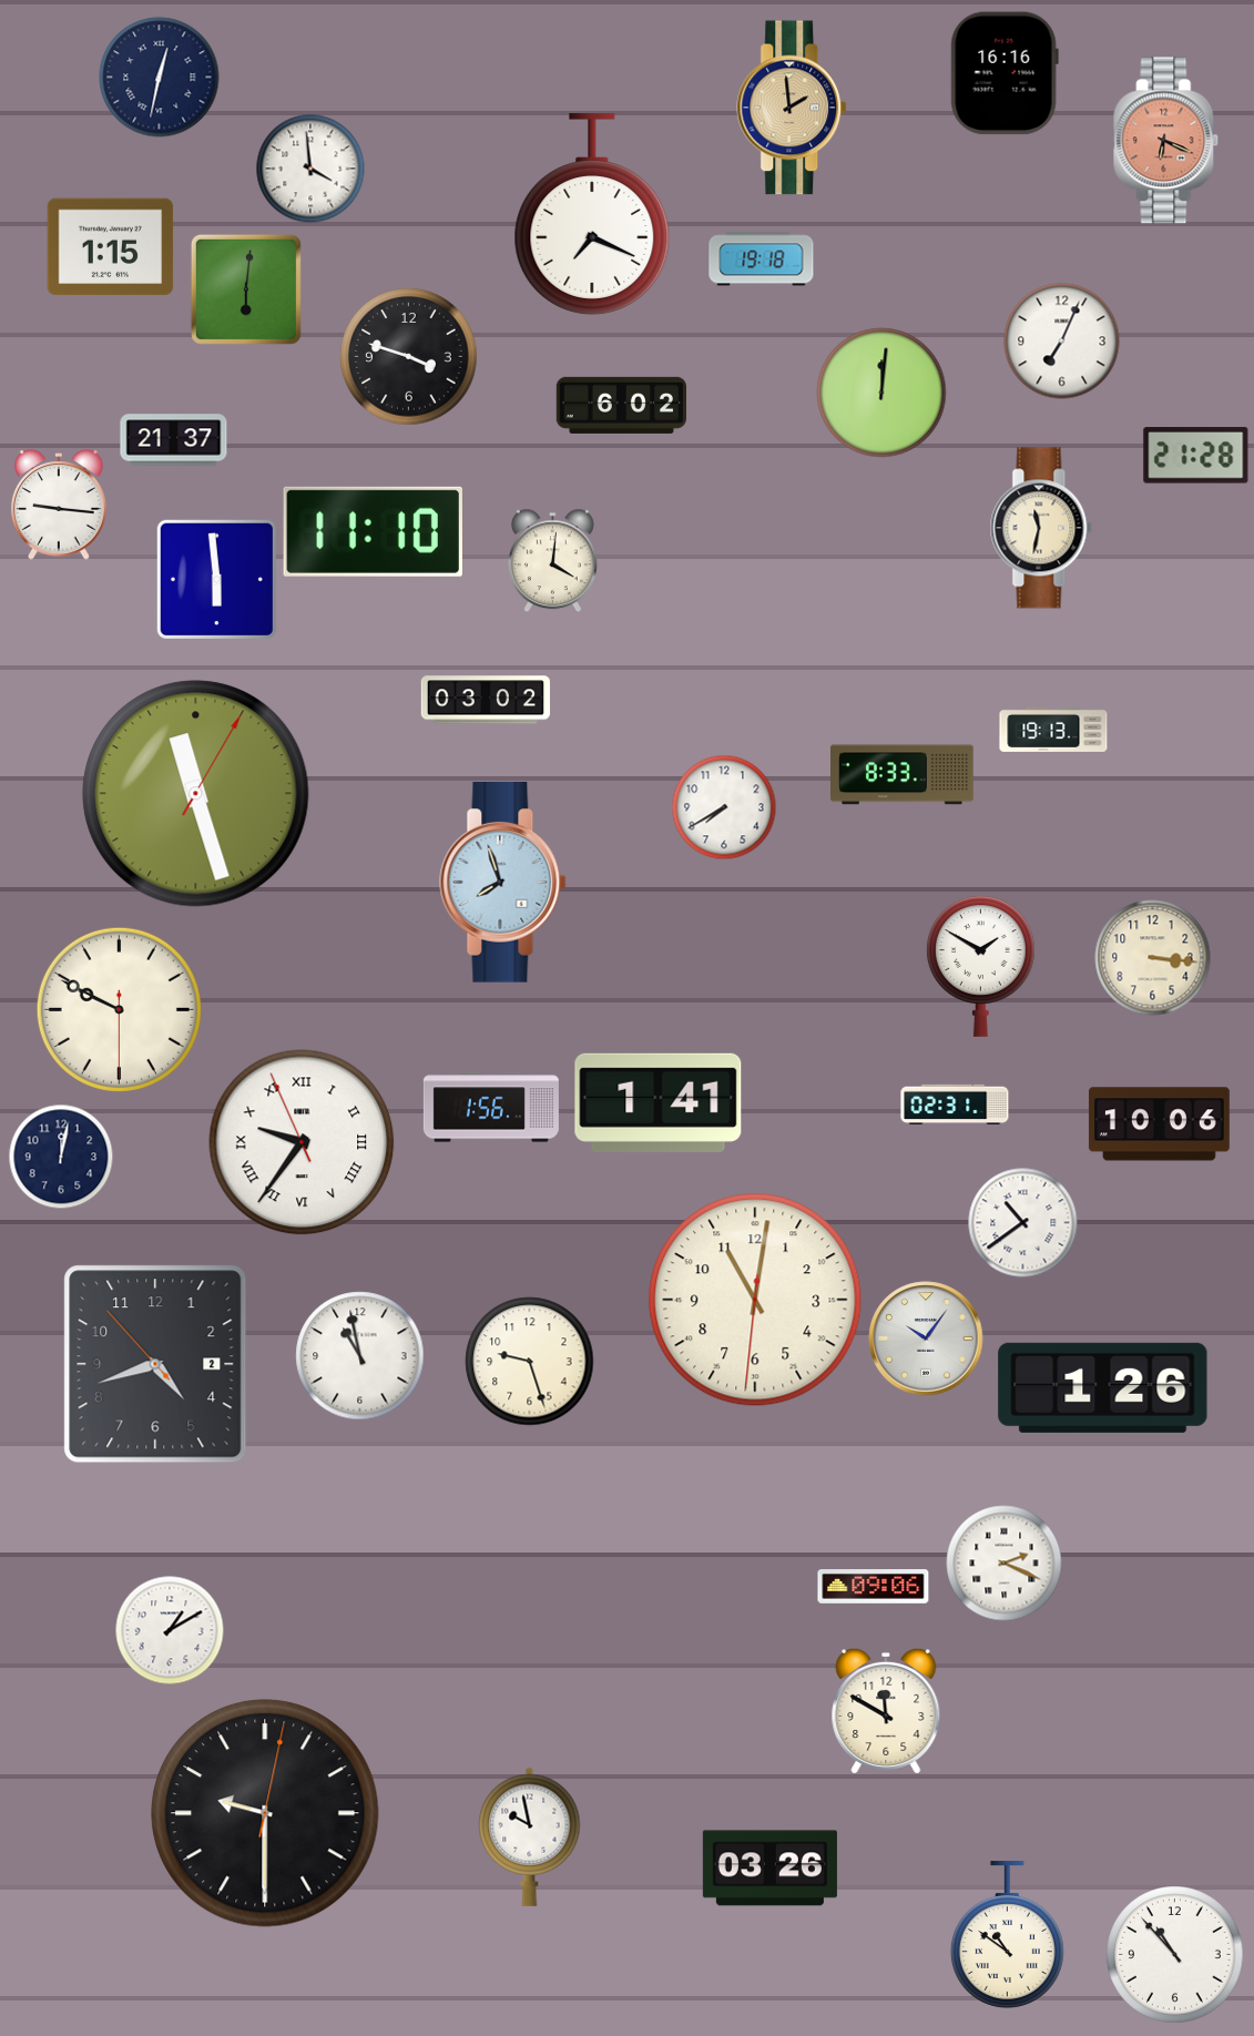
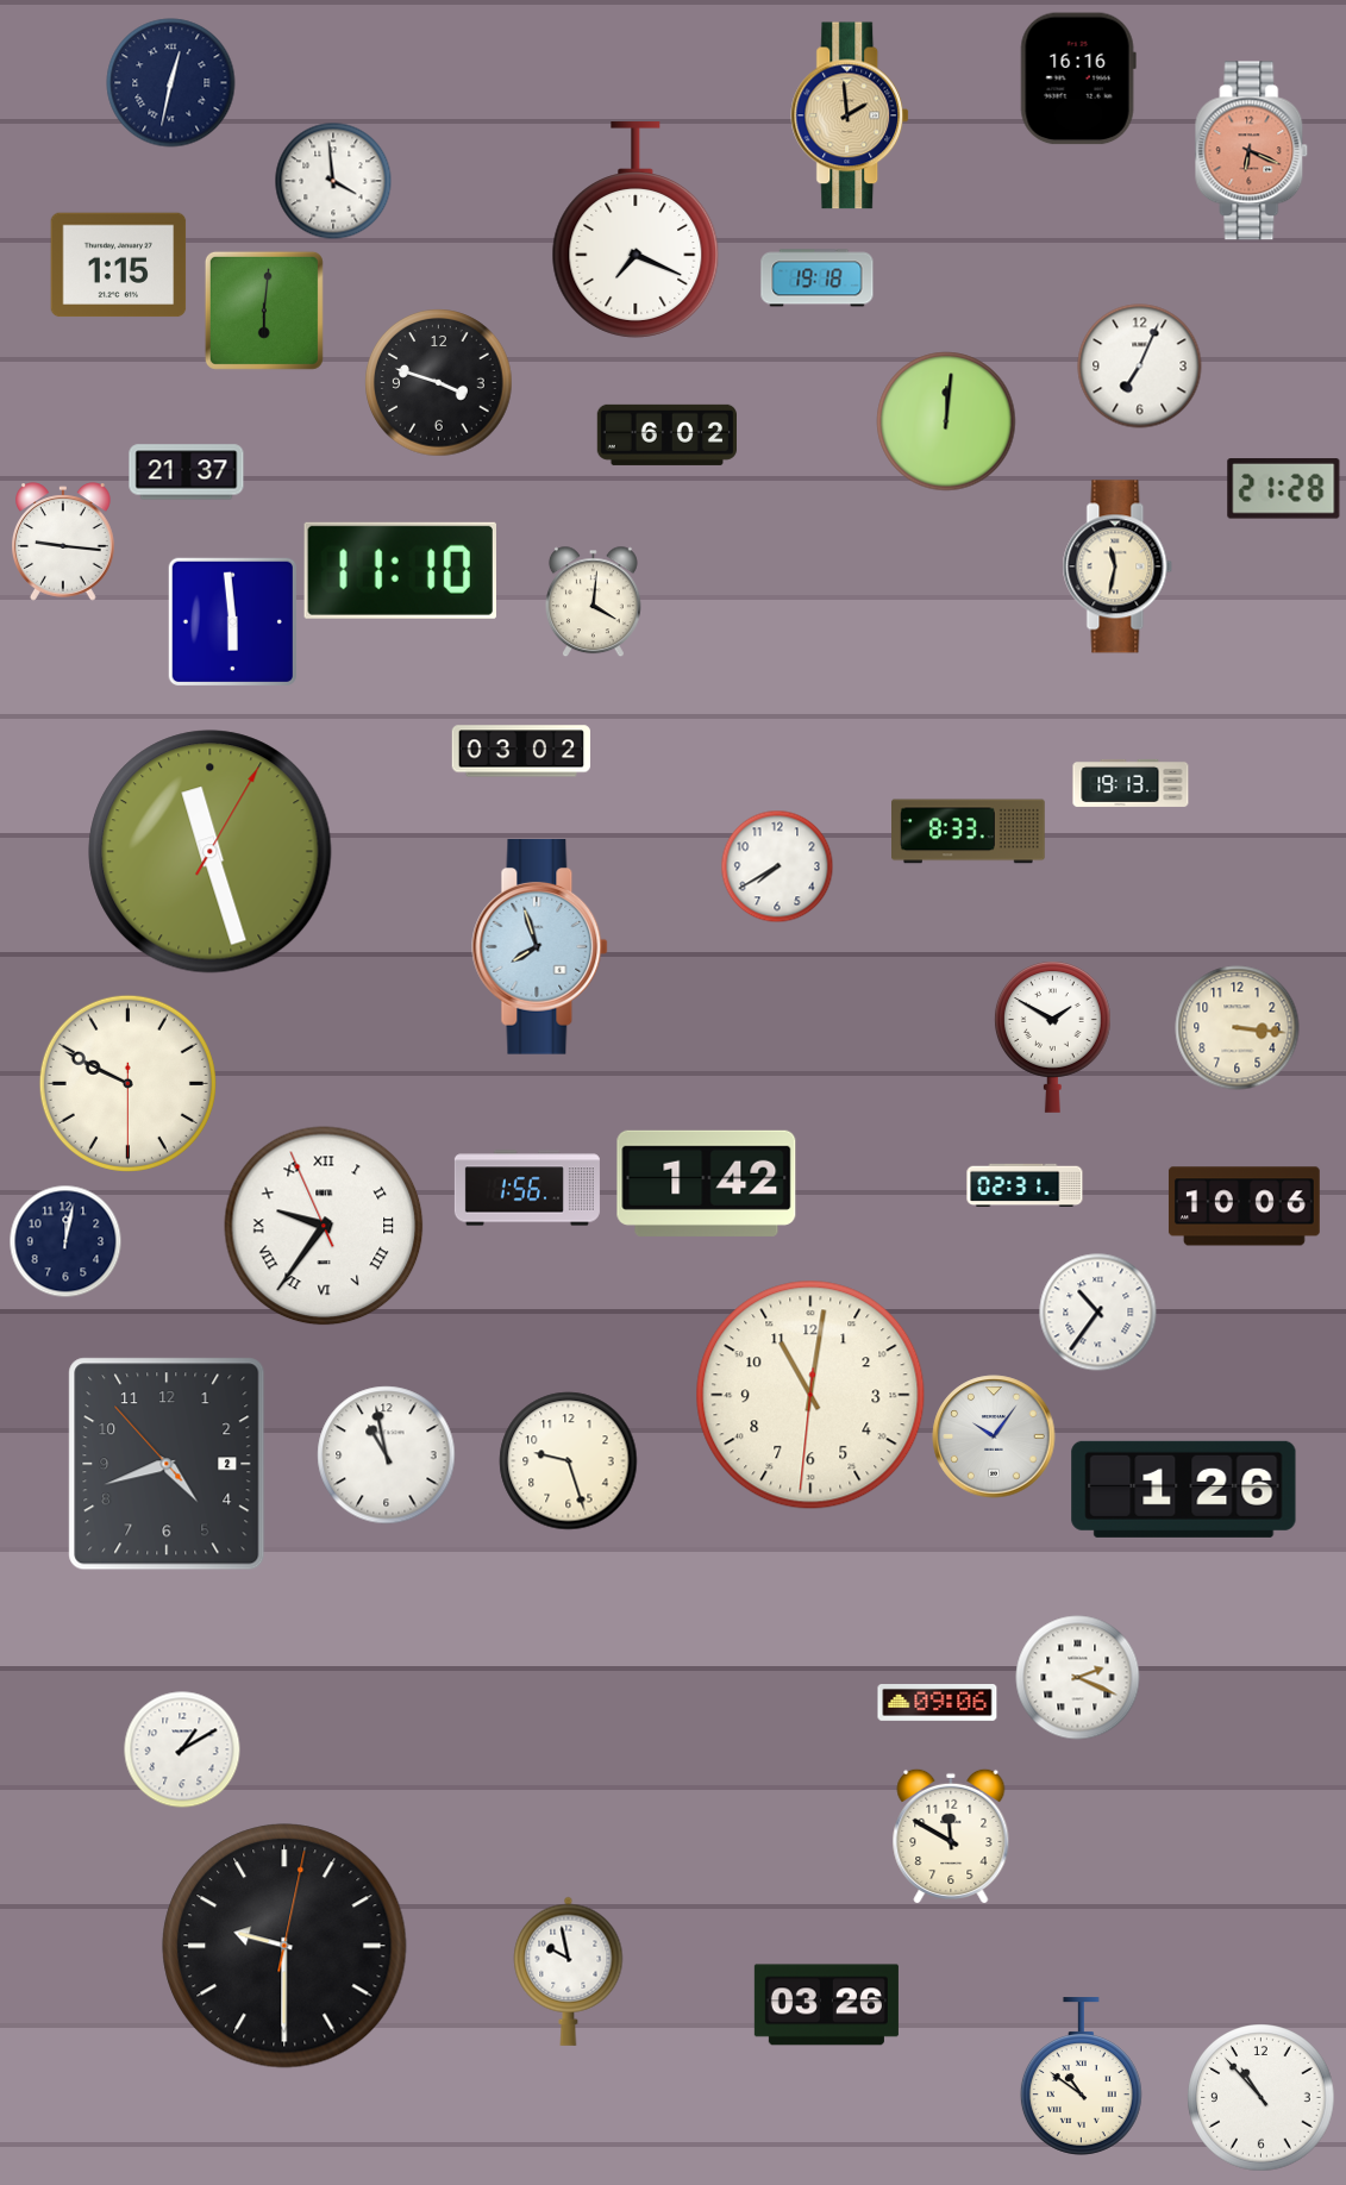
clock at (659, 1102): 1:41 -> 1:42
clock at (1023, 1223): 10:39 -> 10:36
